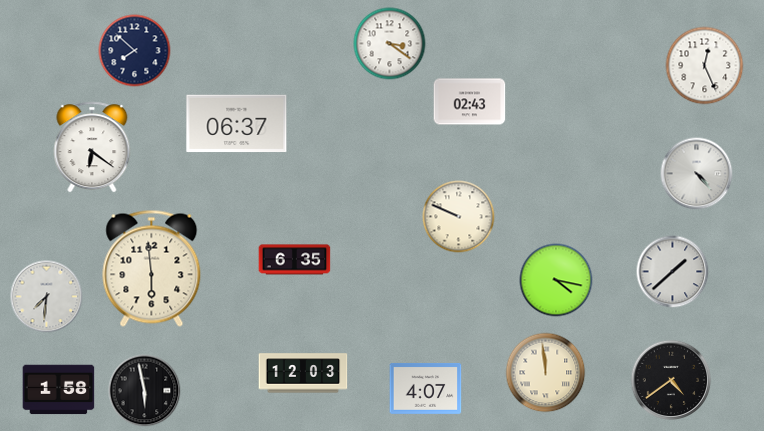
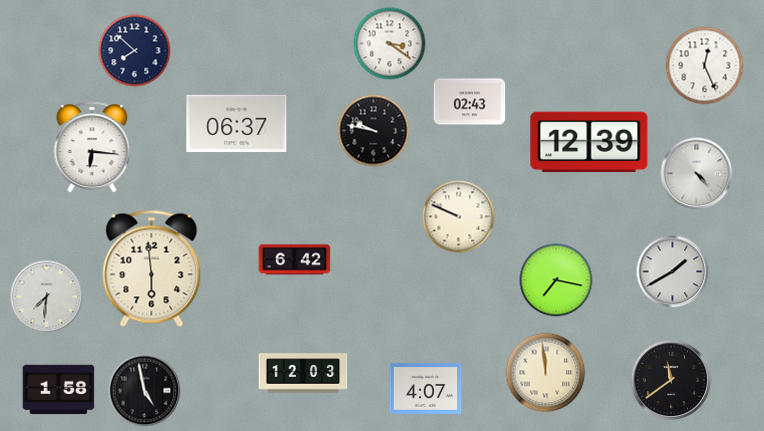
clock at (374, 131): none -> 9:47
clock at (589, 142): none -> 12:39
clock at (92, 147): 6:21 -> 6:16
clock at (295, 260): 6:35 -> 6:42
clock at (673, 272): 1:38 -> 1:40
clock at (556, 280): 4:17 -> 7:17
clock at (671, 380): 4:39 -> 11:39
clock at (145, 391): 5:58 -> 4:58
